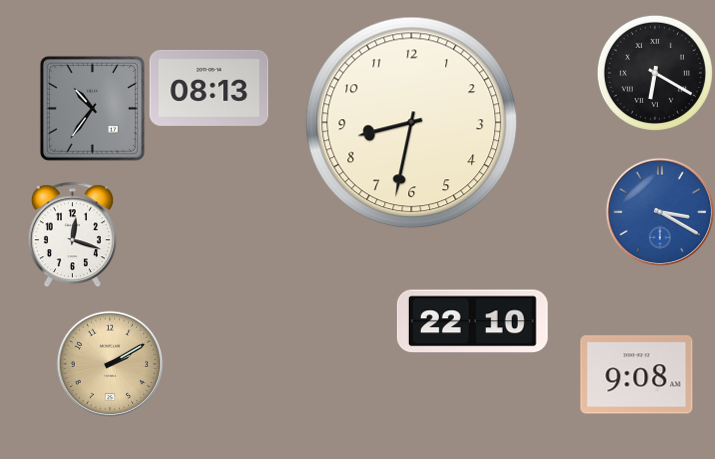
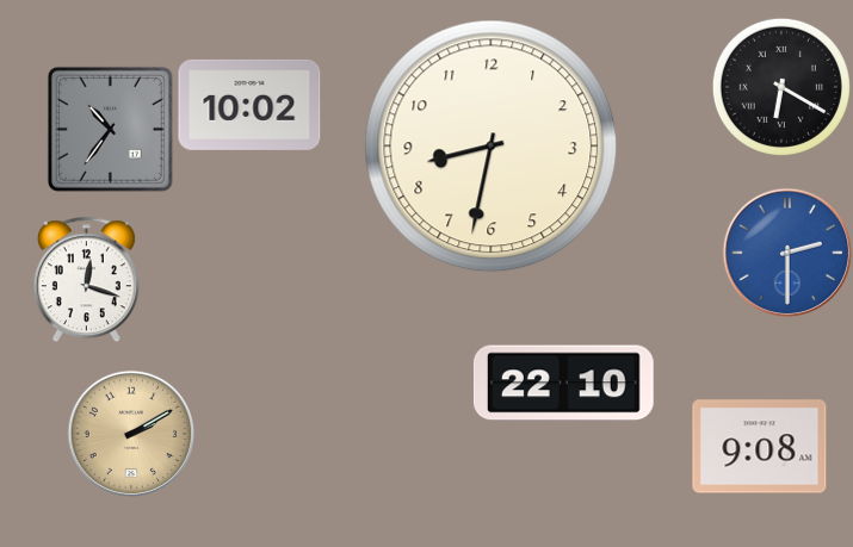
clock at (209, 88): 08:13 -> 10:02
clock at (660, 212): 3:20 -> 2:30
